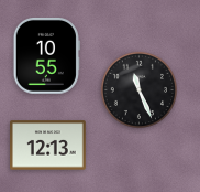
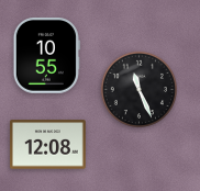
clock at (48, 146): 12:13 -> 12:08
